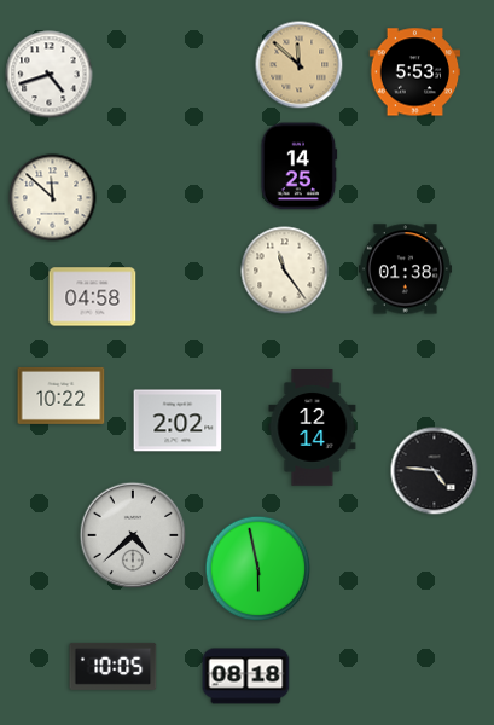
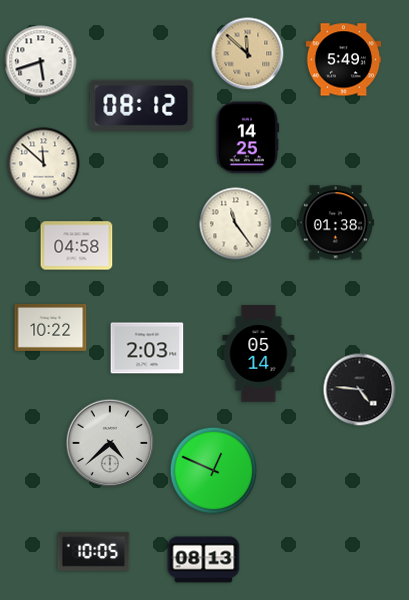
clock at (415, 72): 5:53 -> 5:49
clock at (50, 75): 4:42 -> 5:42
clock at (142, 105): none -> 08:12
clock at (178, 420): 2:02 -> 2:03
clock at (313, 428): 12:14 -> 05:14
clock at (258, 569): 5:58 -> 12:49
clock at (246, 677): 08:18 -> 08:13
